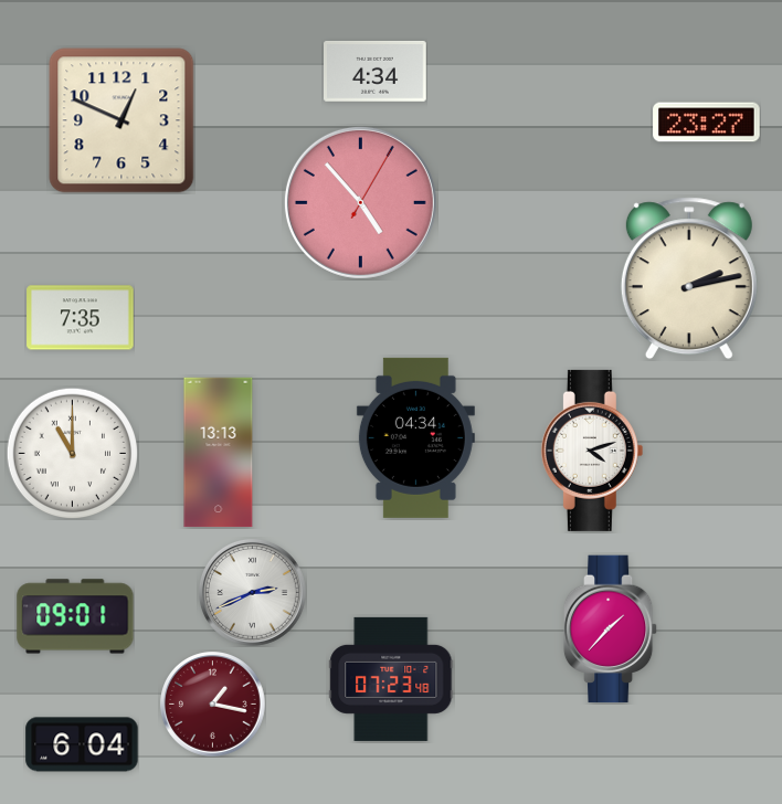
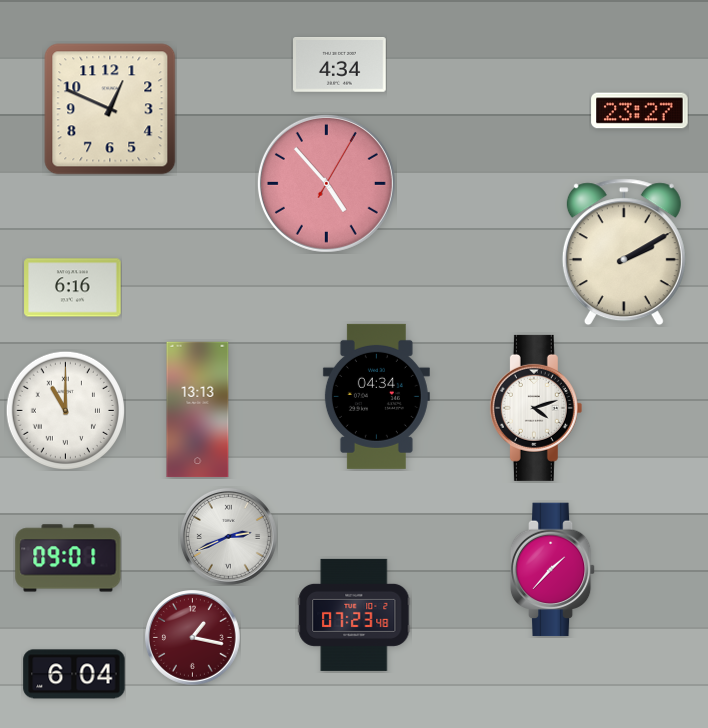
clock at (689, 278): 2:13 -> 2:10
clock at (81, 318): 7:35 -> 6:16
